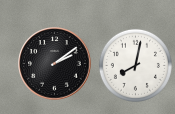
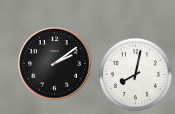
clock at (135, 65) position: (135, 65) -> (135, 74)
